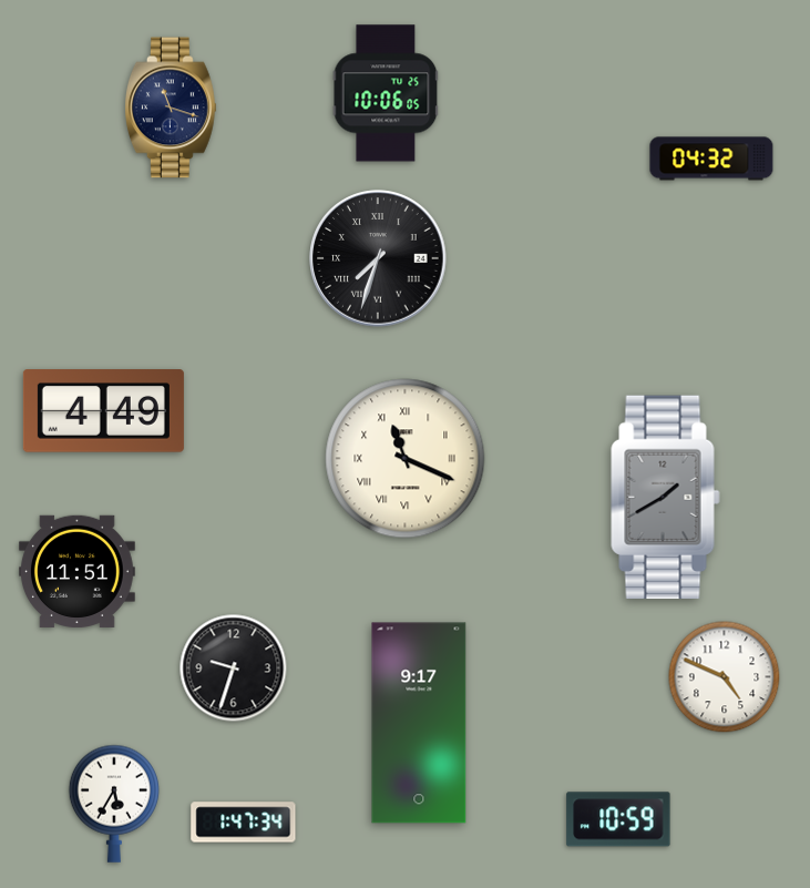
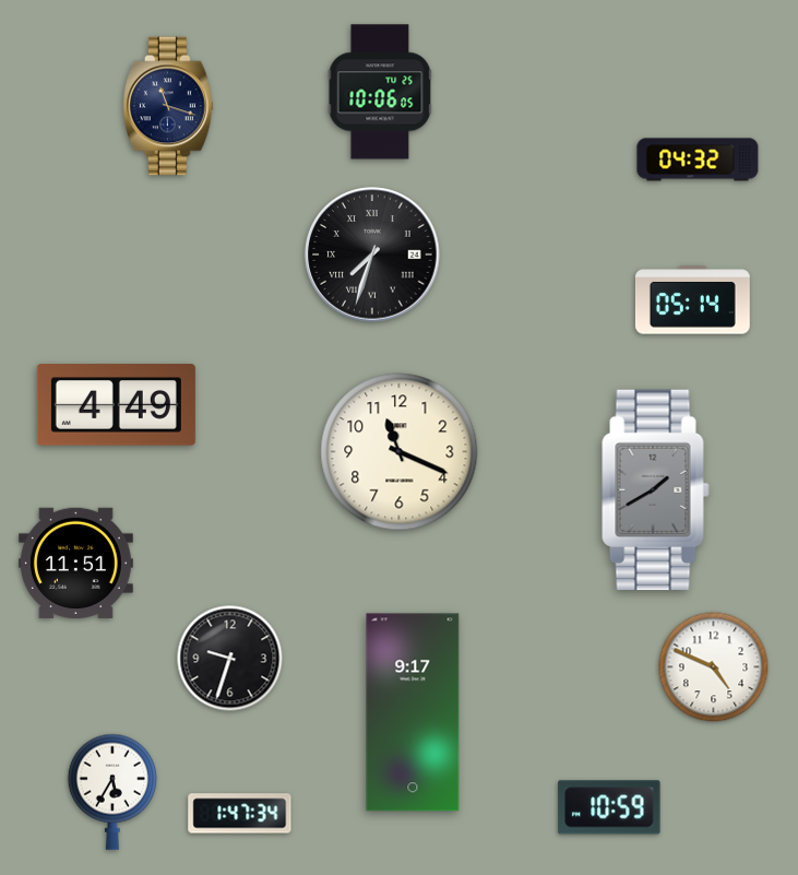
clock at (711, 159) position: (711, 159) -> (698, 159)
clock at (692, 300): none -> 05:14
clock at (103, 411) position: (103, 411) -> (116, 405)
clock at (406, 459) numerals: Roman -> Arabic
clock at (244, 823) position: (244, 823) -> (240, 814)
